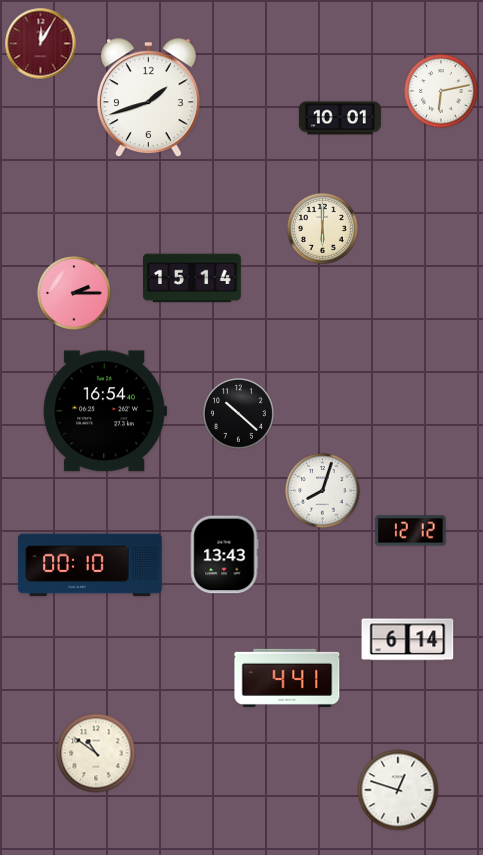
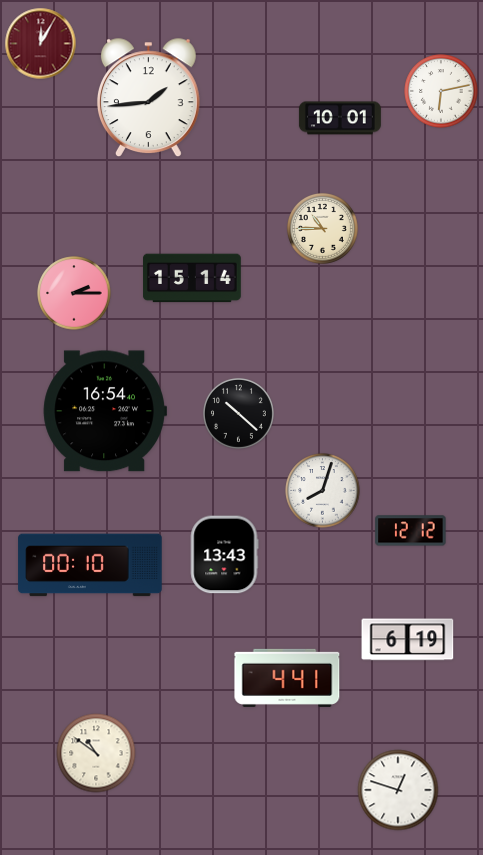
clock at (148, 98): 1:42 -> 1:44
clock at (322, 228): 6:00 -> 10:45
clock at (408, 640): 6:14 -> 6:19
